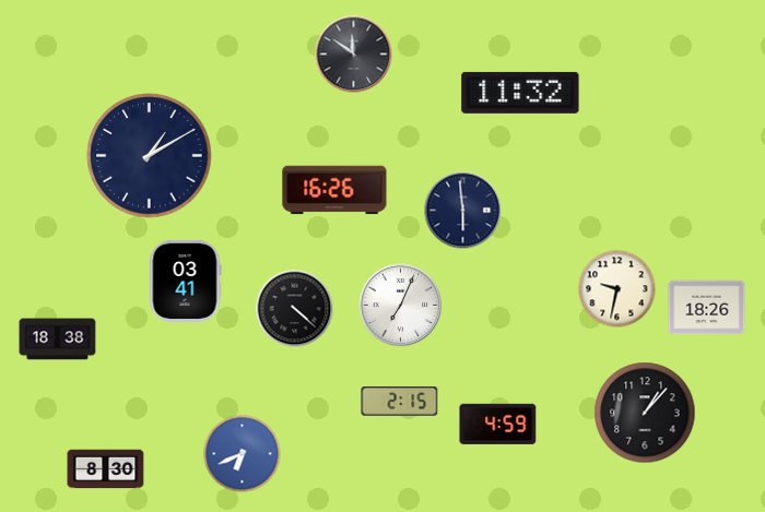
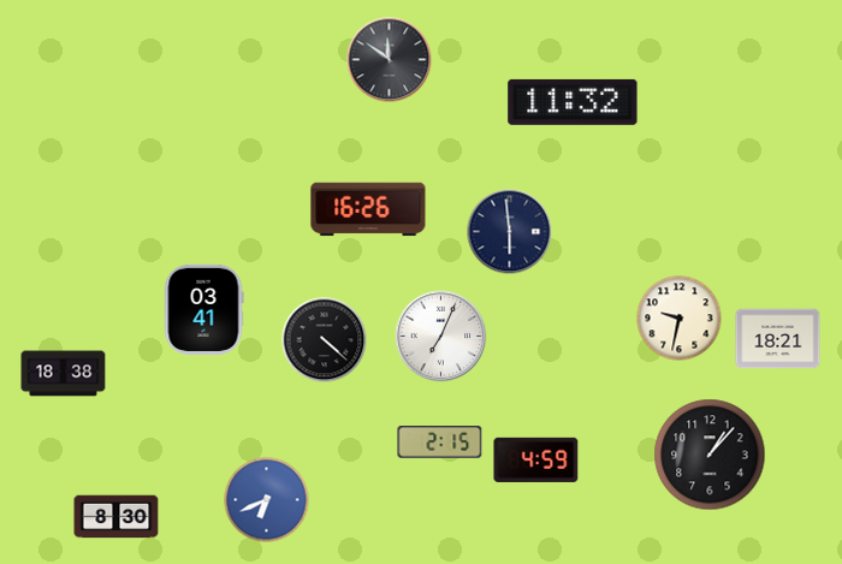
clock at (150, 156): 1:10 -> none
clock at (707, 308): 18:26 -> 18:21
clock at (498, 424) position: (498, 424) -> (536, 459)
